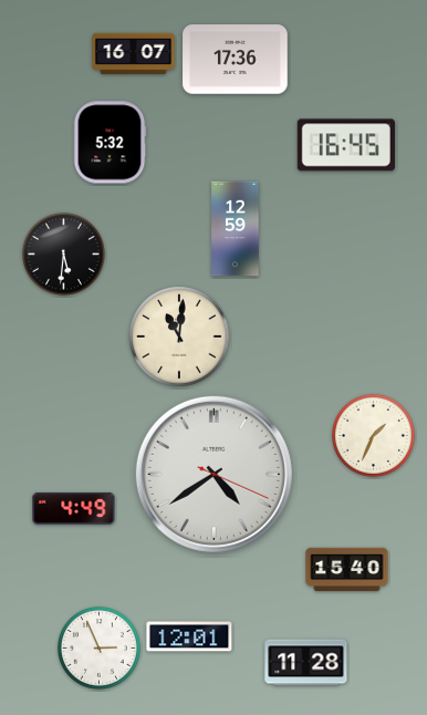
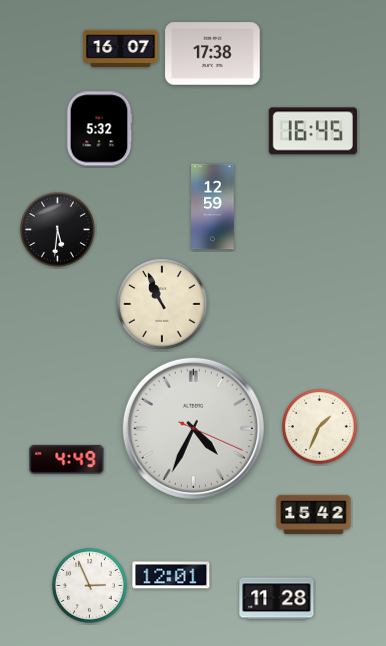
clock at (236, 60): 17:36 -> 17:38
clock at (179, 336): 11:01 -> 10:56
clock at (373, 435) position: (373, 435) -> (319, 426)
clock at (213, 474): 4:39 -> 4:34
clock at (347, 570): 15:40 -> 15:42
